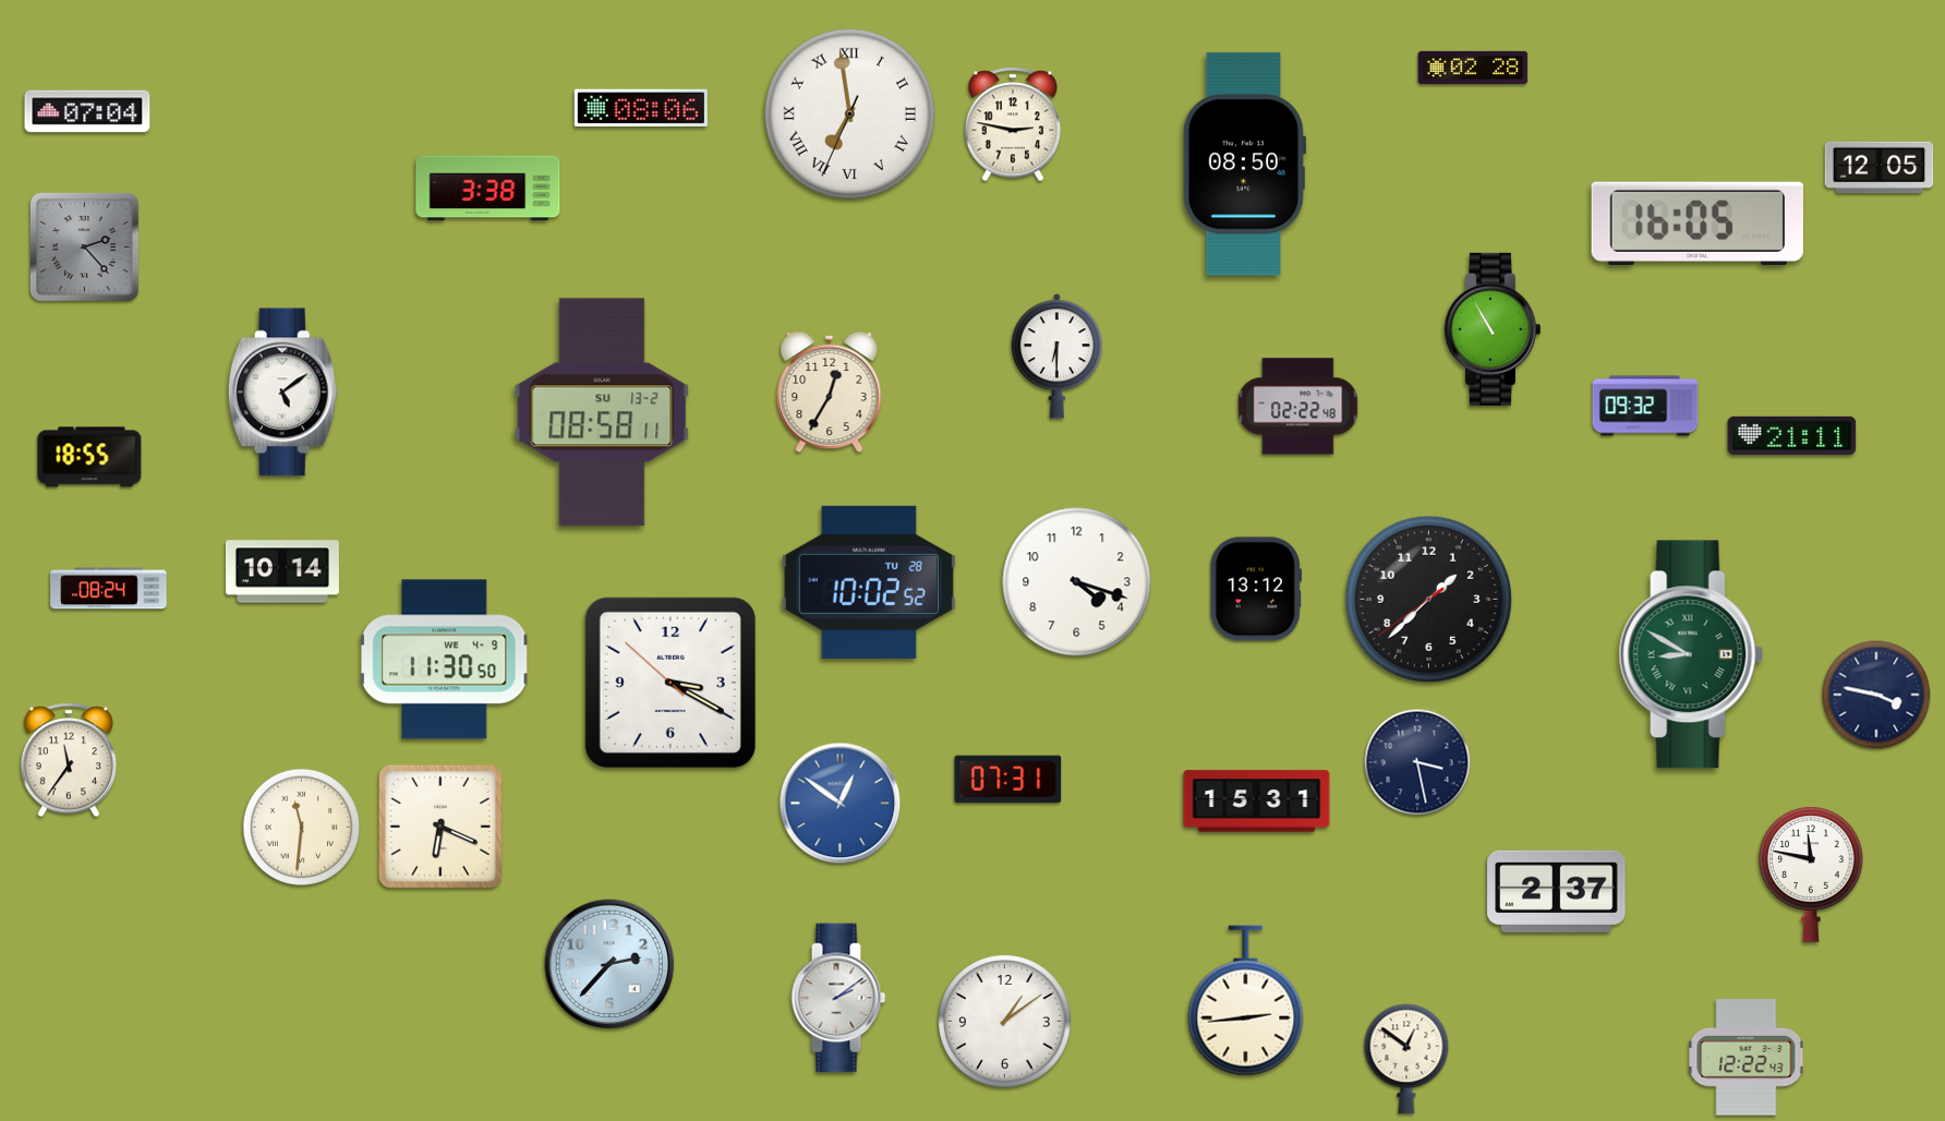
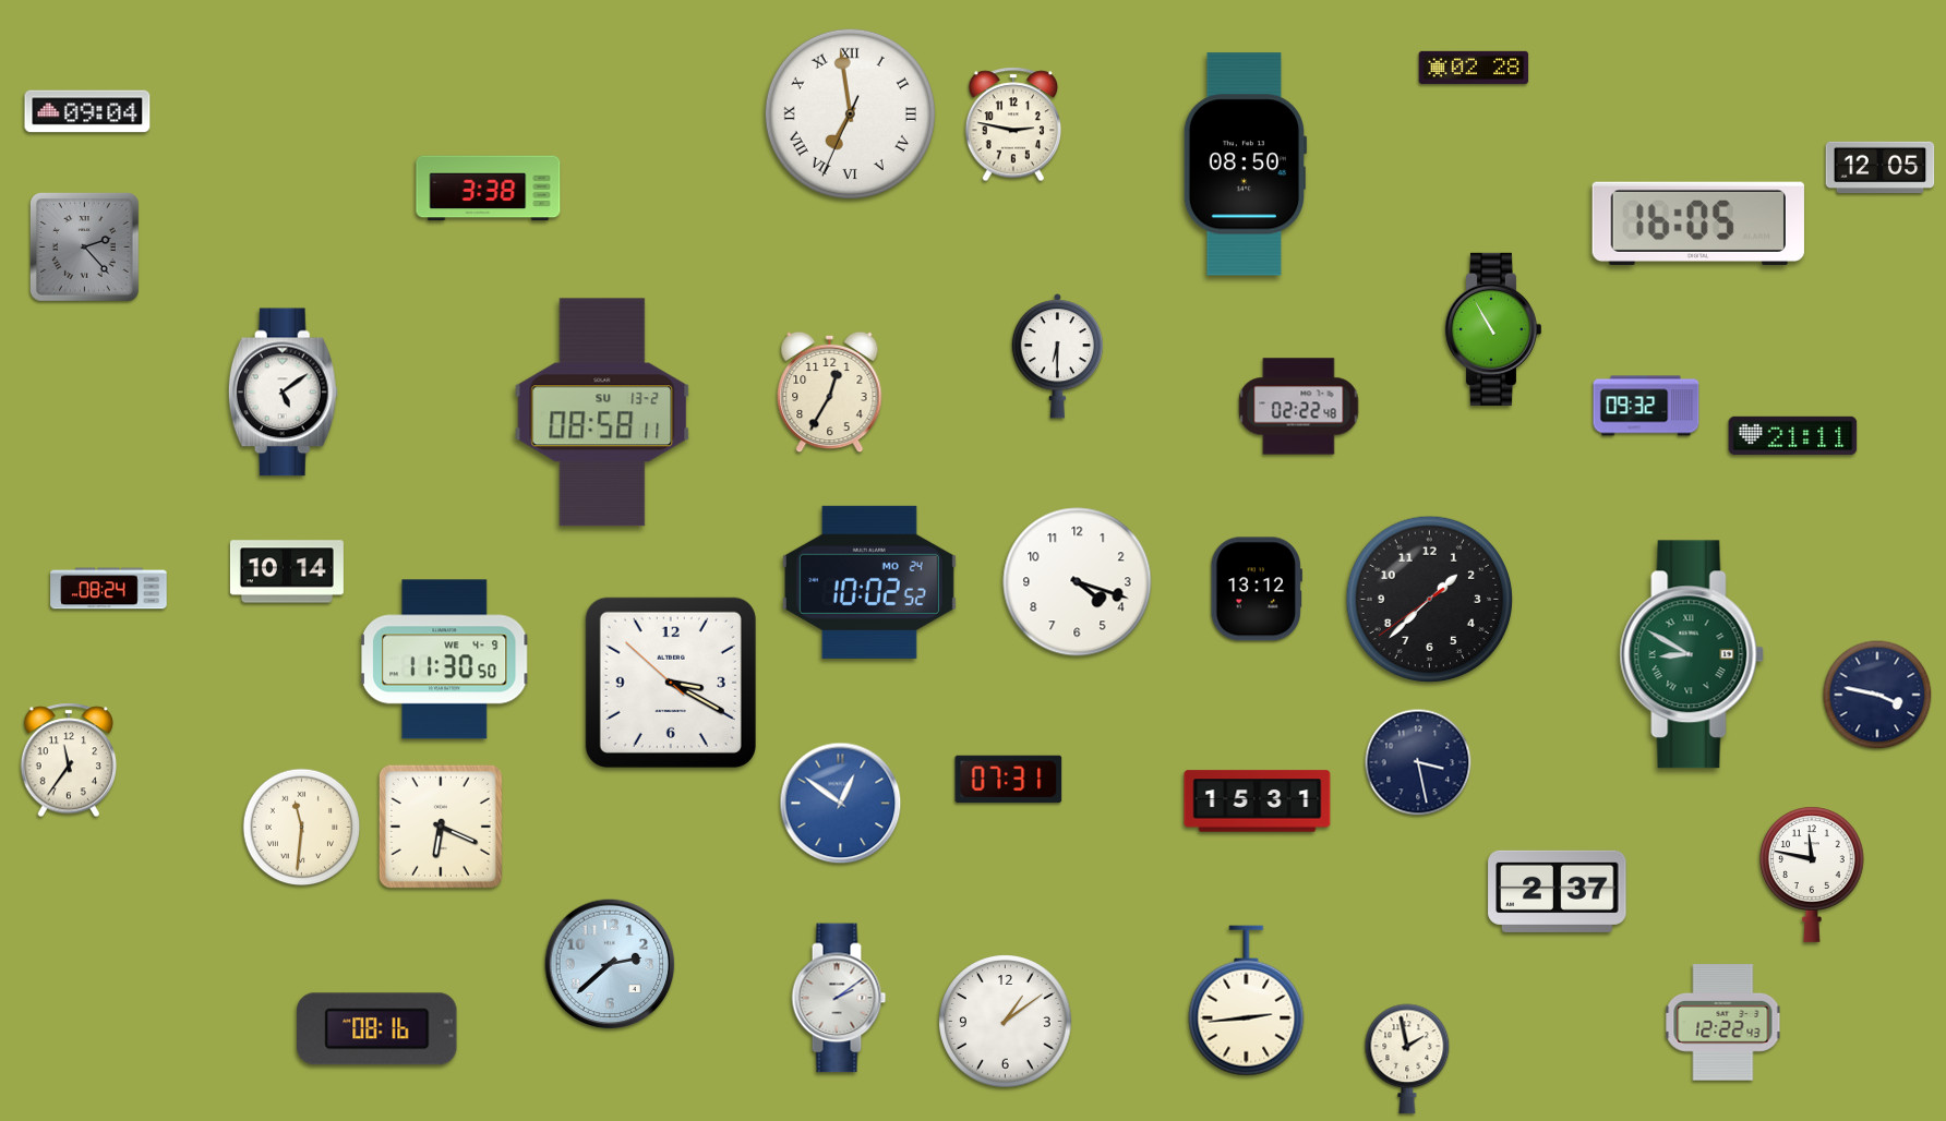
clock at (641, 108): 08:06 -> none
clock at (87, 111): 07:04 -> 09:04
clock at (89, 457): 18:55 -> none
clock at (282, 571) position: (282, 571) -> (287, 571)
clock at (869, 582) date: TU 28 -> MO 24
clock at (609, 964): 2:37 -> 2:38
clock at (377, 1029): none -> 08:16
clock at (1747, 1058) position: (1747, 1058) -> (1723, 1023)
clock at (1406, 1059): 12:51 -> 1:58
